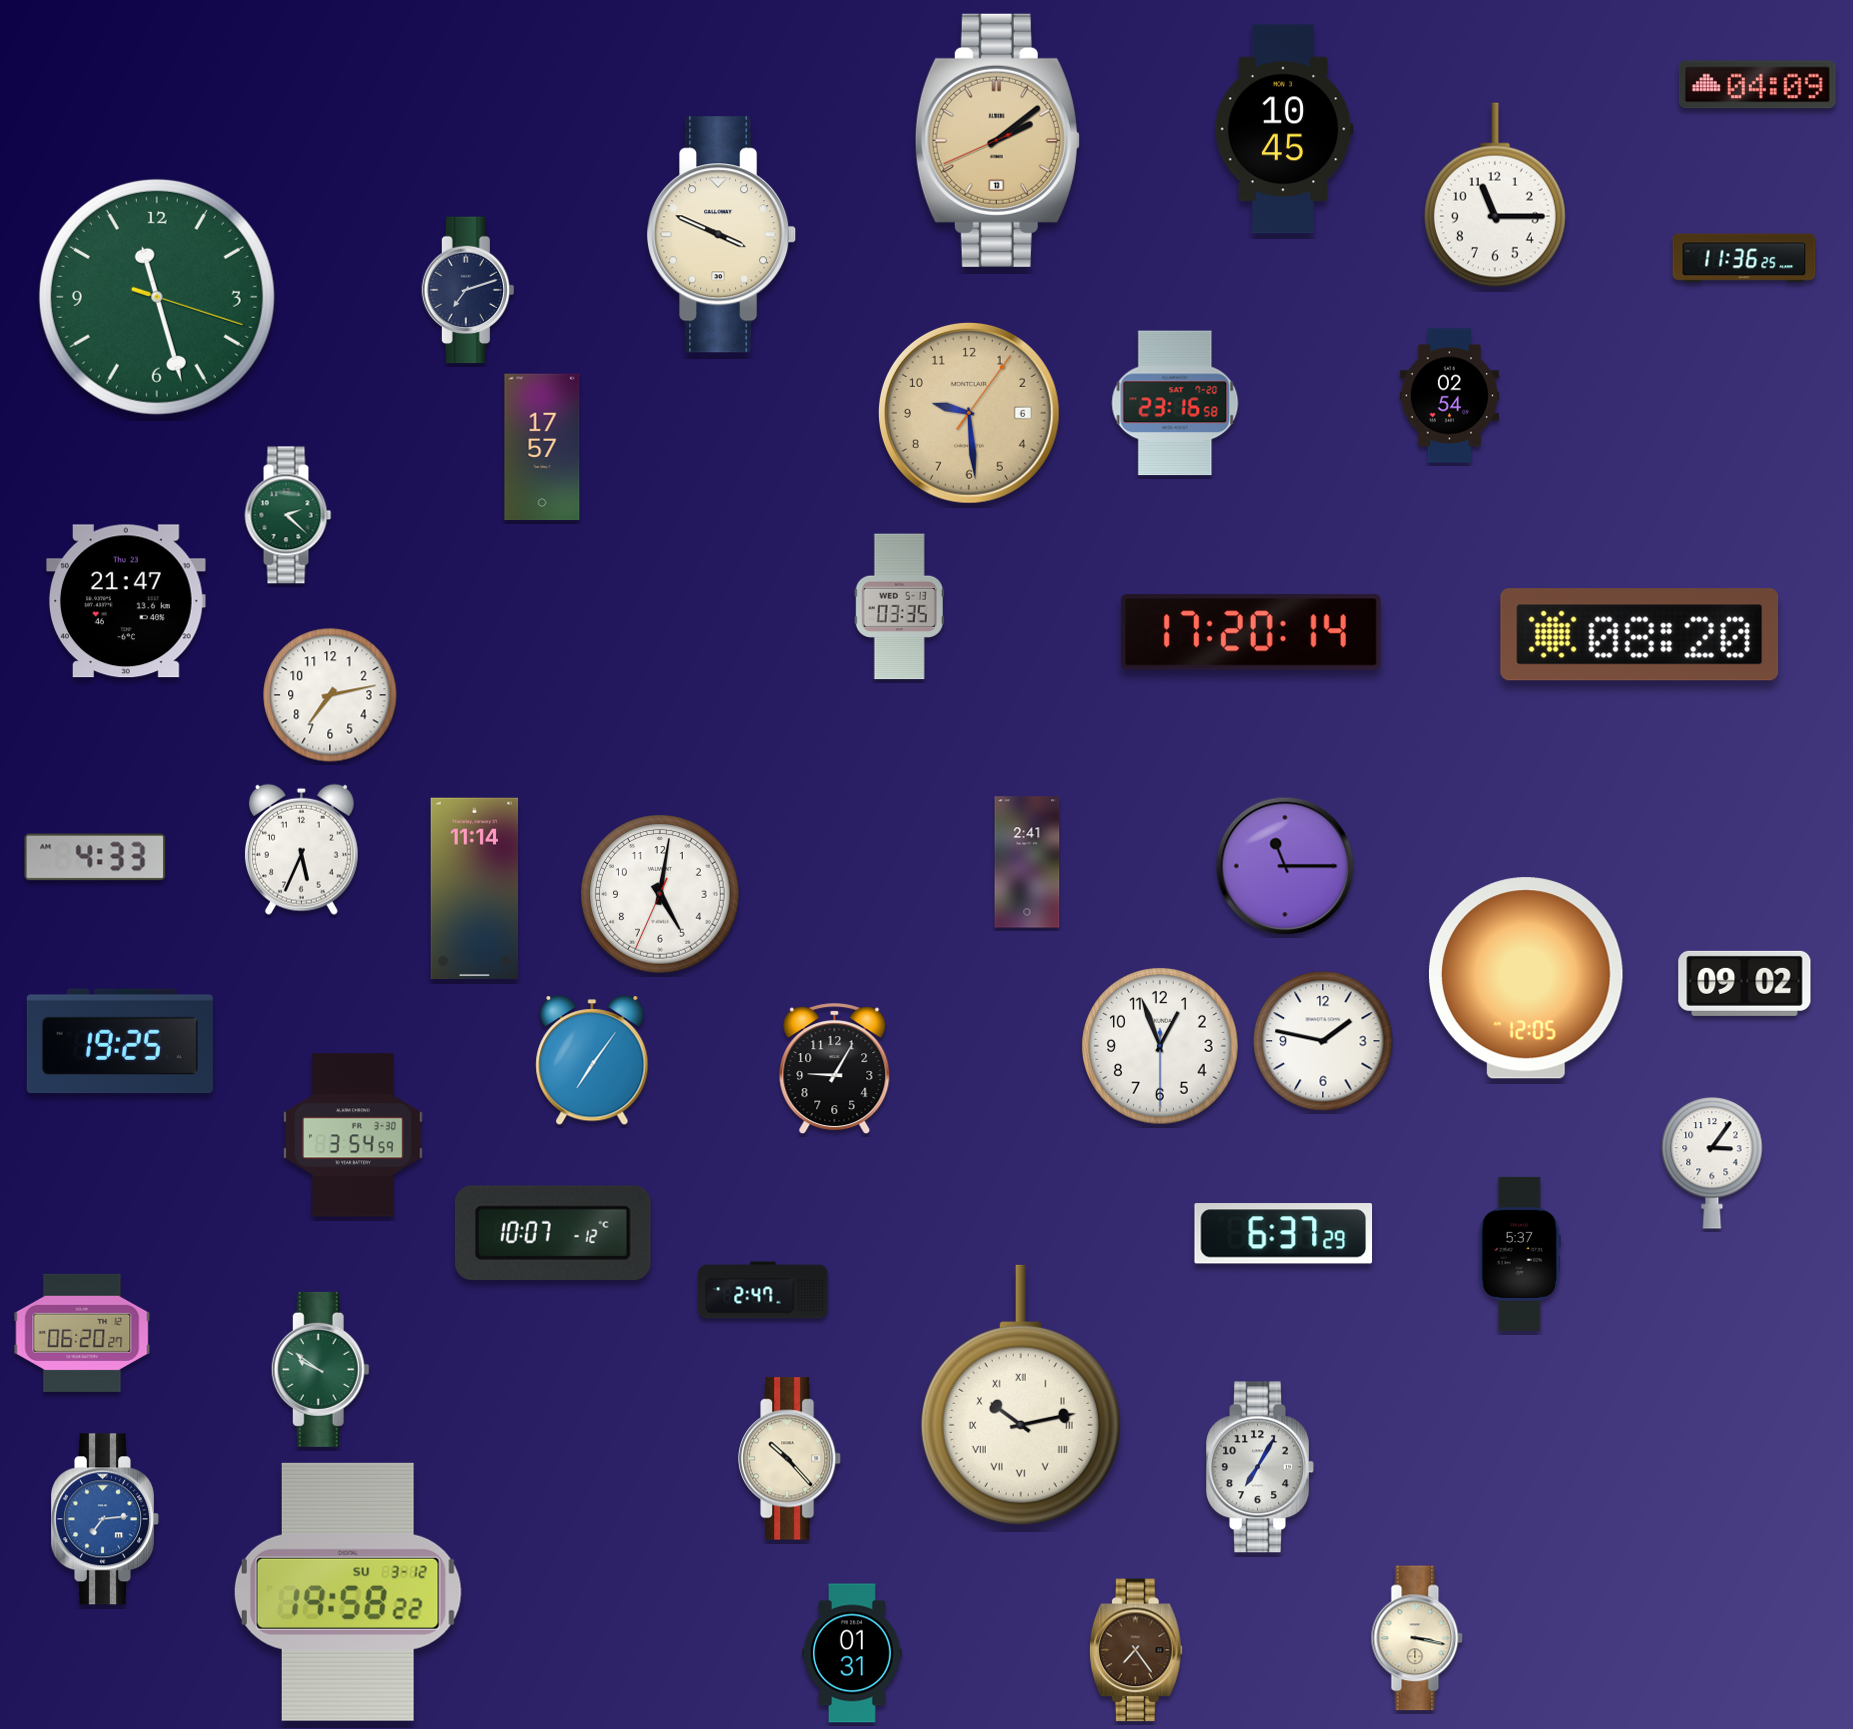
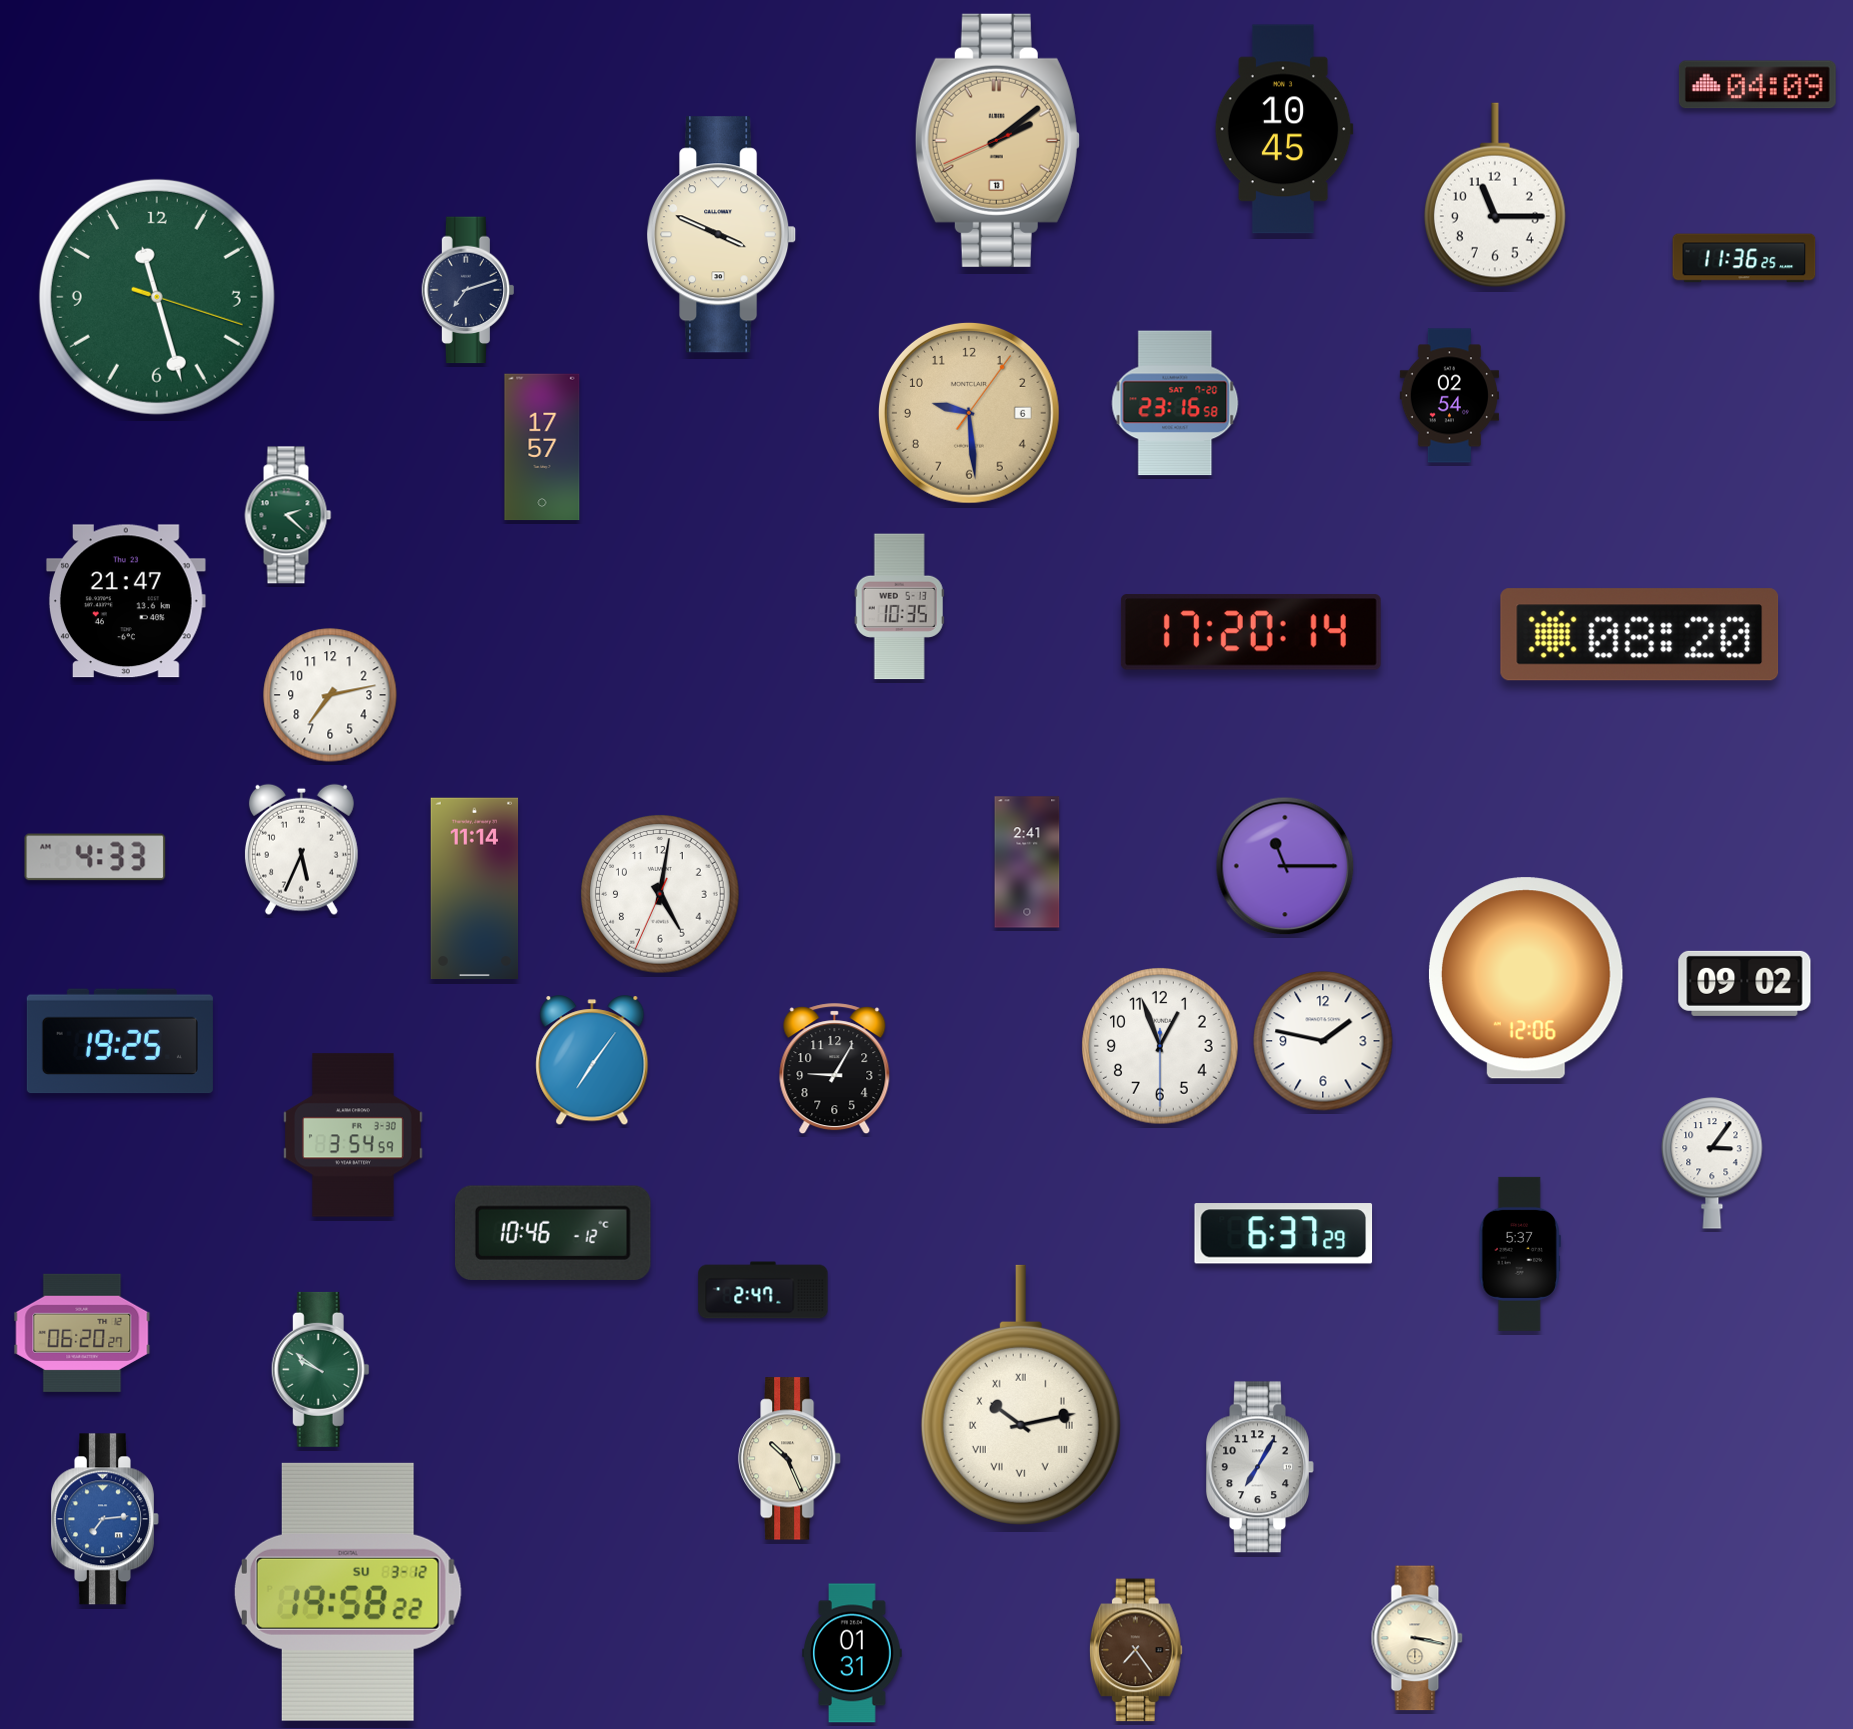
clock at (899, 607): 03:35 -> 10:35
clock at (1526, 978): 12:05 -> 12:06
clock at (553, 1233): 10:07 -> 10:46
clock at (790, 1459): 10:23 -> 10:26
